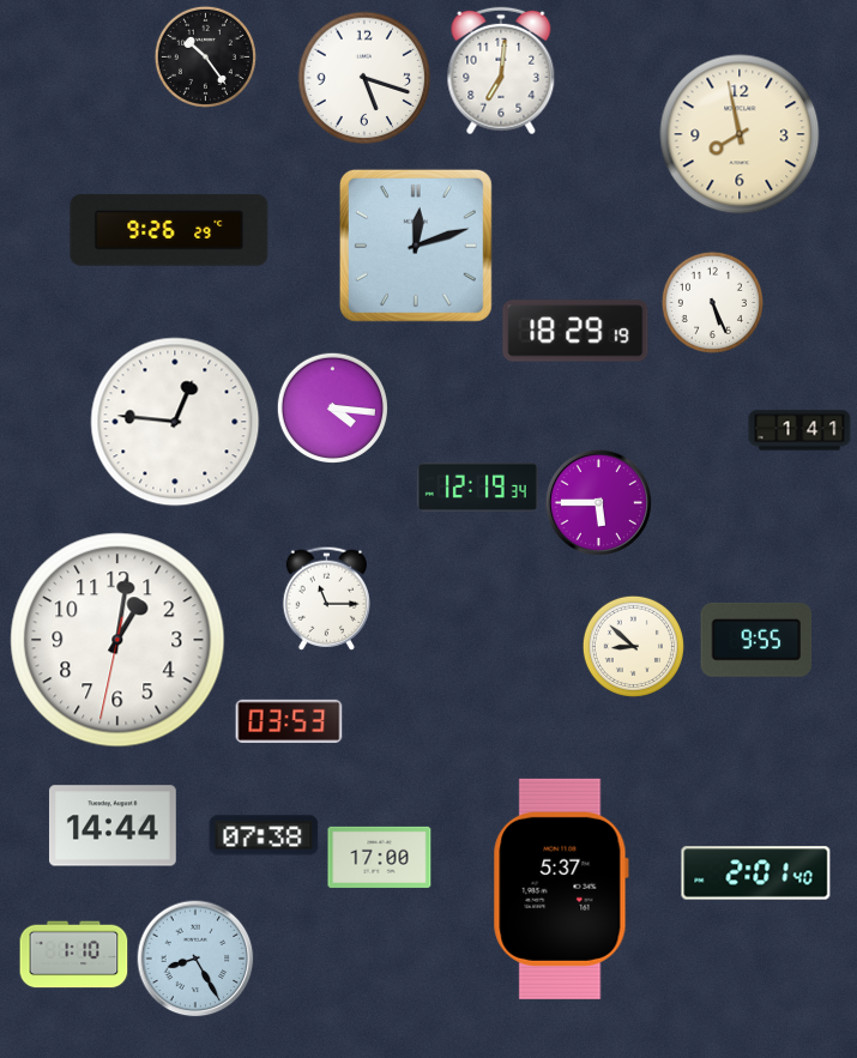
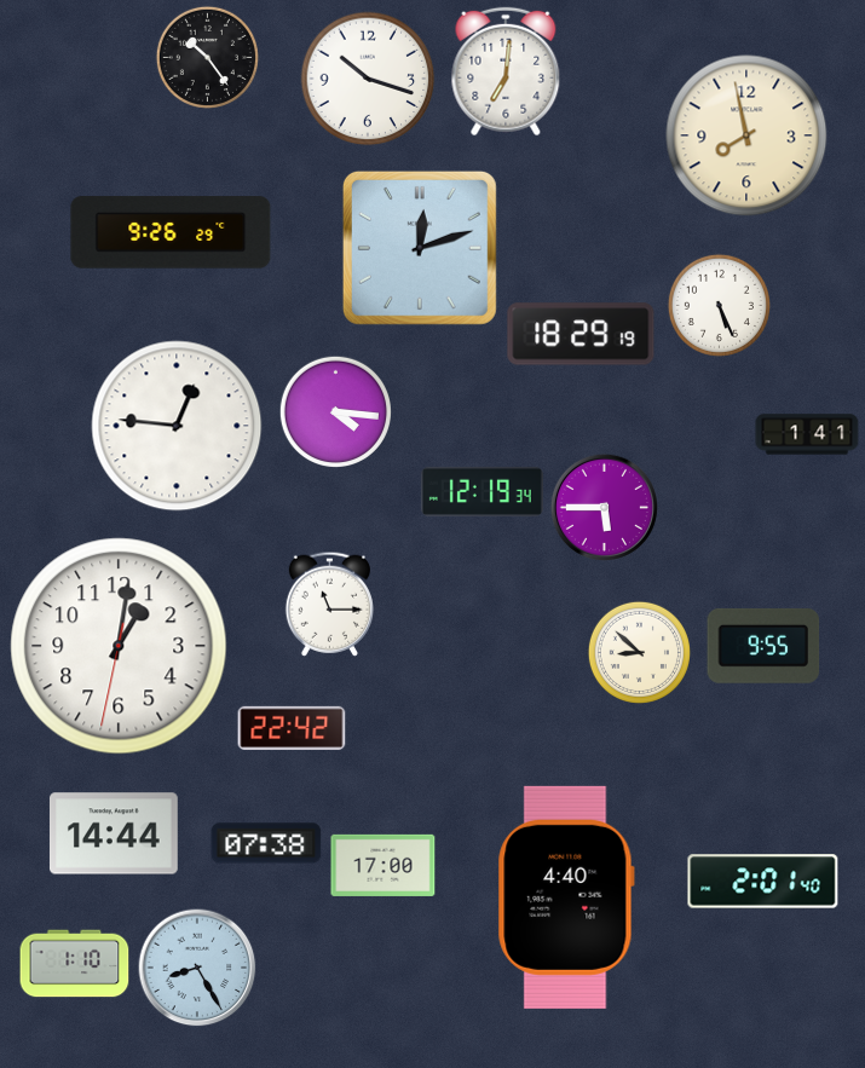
clock at (364, 78): 5:18 -> 10:18
clock at (289, 720): 03:53 -> 22:42
clock at (561, 889): 5:37 -> 4:40
